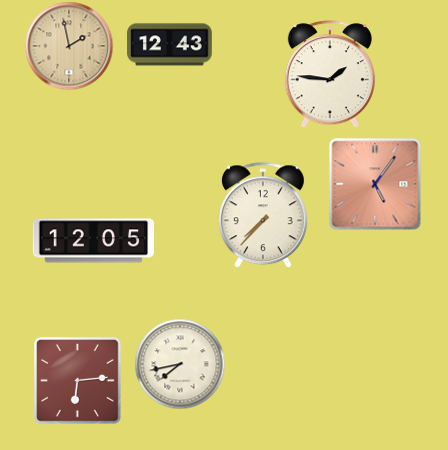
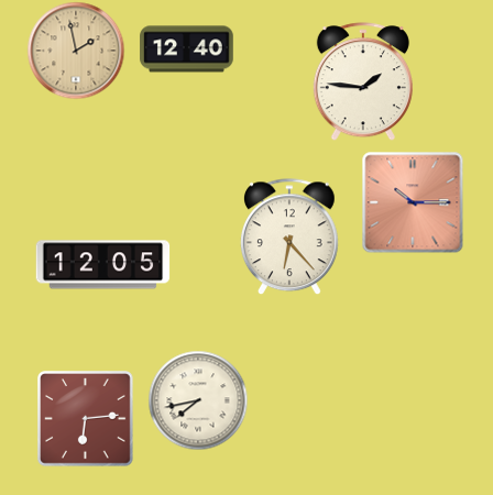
clock at (170, 45): 12:43 -> 12:40
clock at (375, 184): 5:06 -> 10:15
clock at (263, 215): 7:37 -> 6:23
